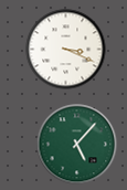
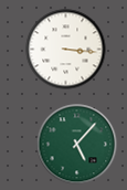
clock at (66, 50): 3:19 -> 3:16
